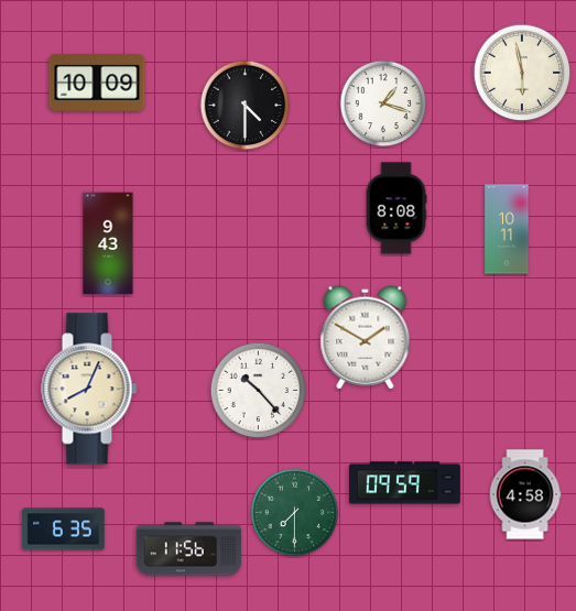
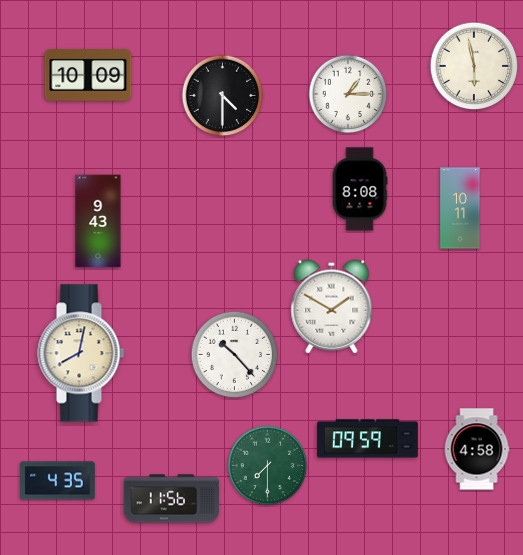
clock at (383, 103): 1:18 -> 1:15
clock at (89, 389): 8:04 -> 8:02
clock at (64, 530): 6:35 -> 4:35
